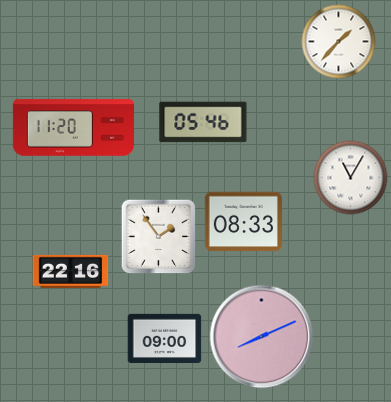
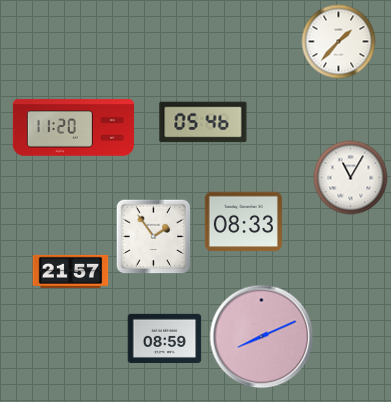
clock at (159, 237) position: (159, 237) -> (154, 237)
clock at (71, 271): 22:16 -> 21:57
clock at (165, 338): 09:00 -> 08:59
